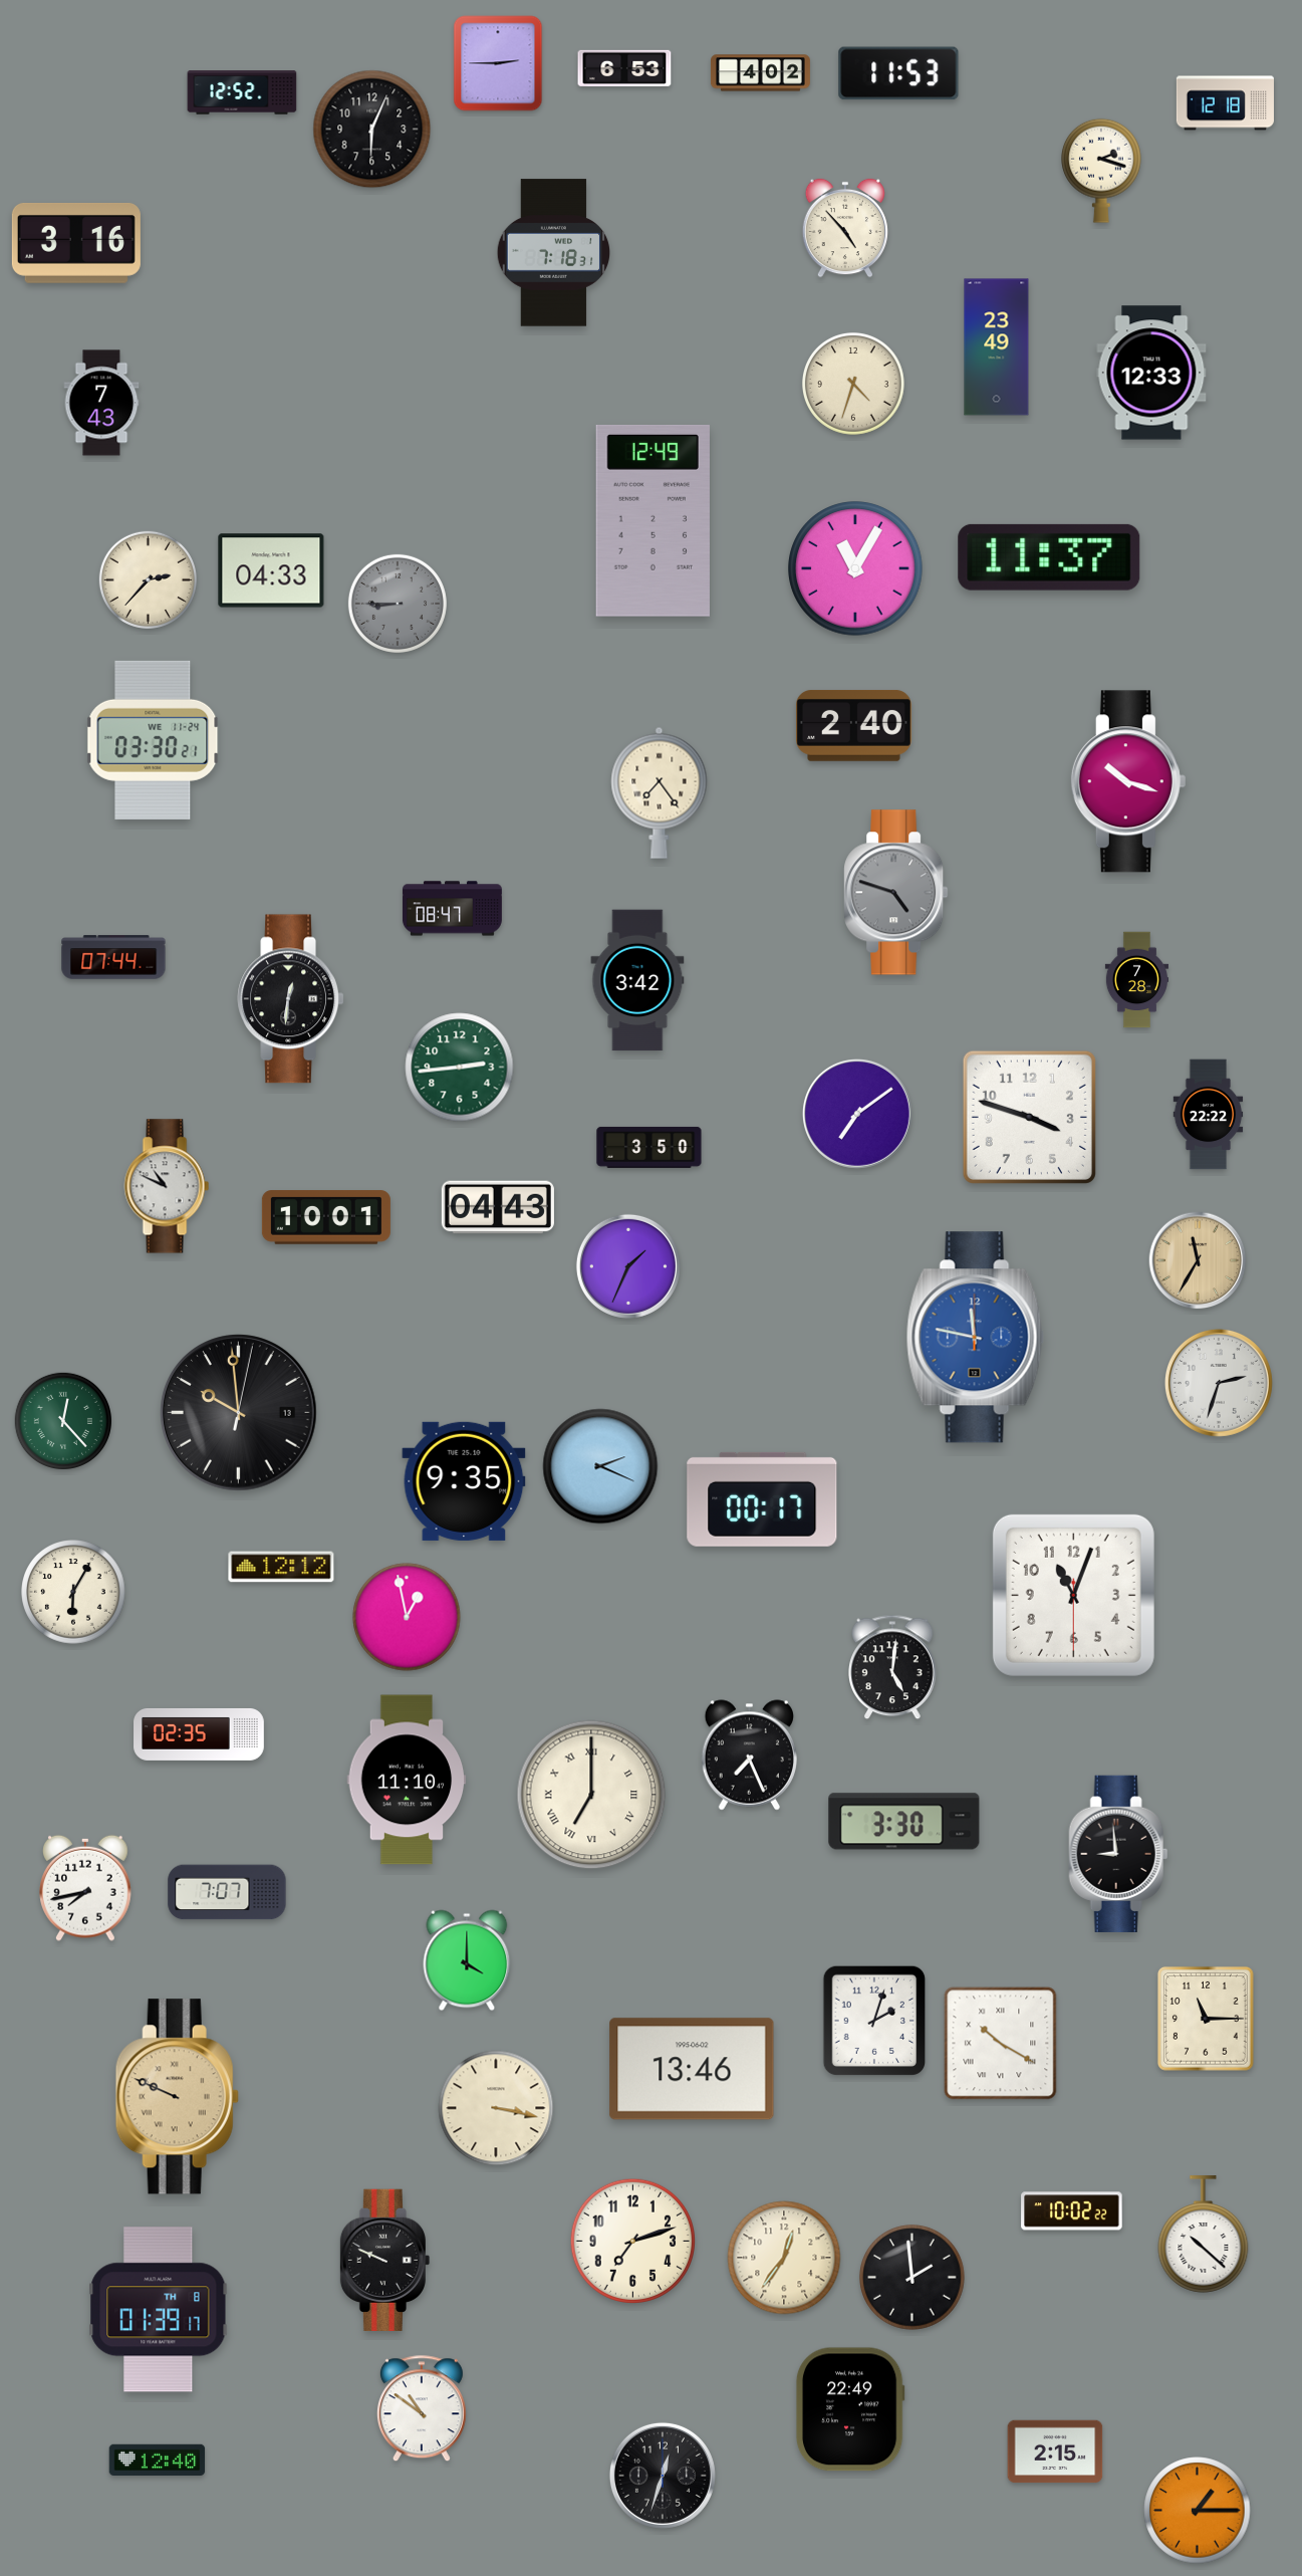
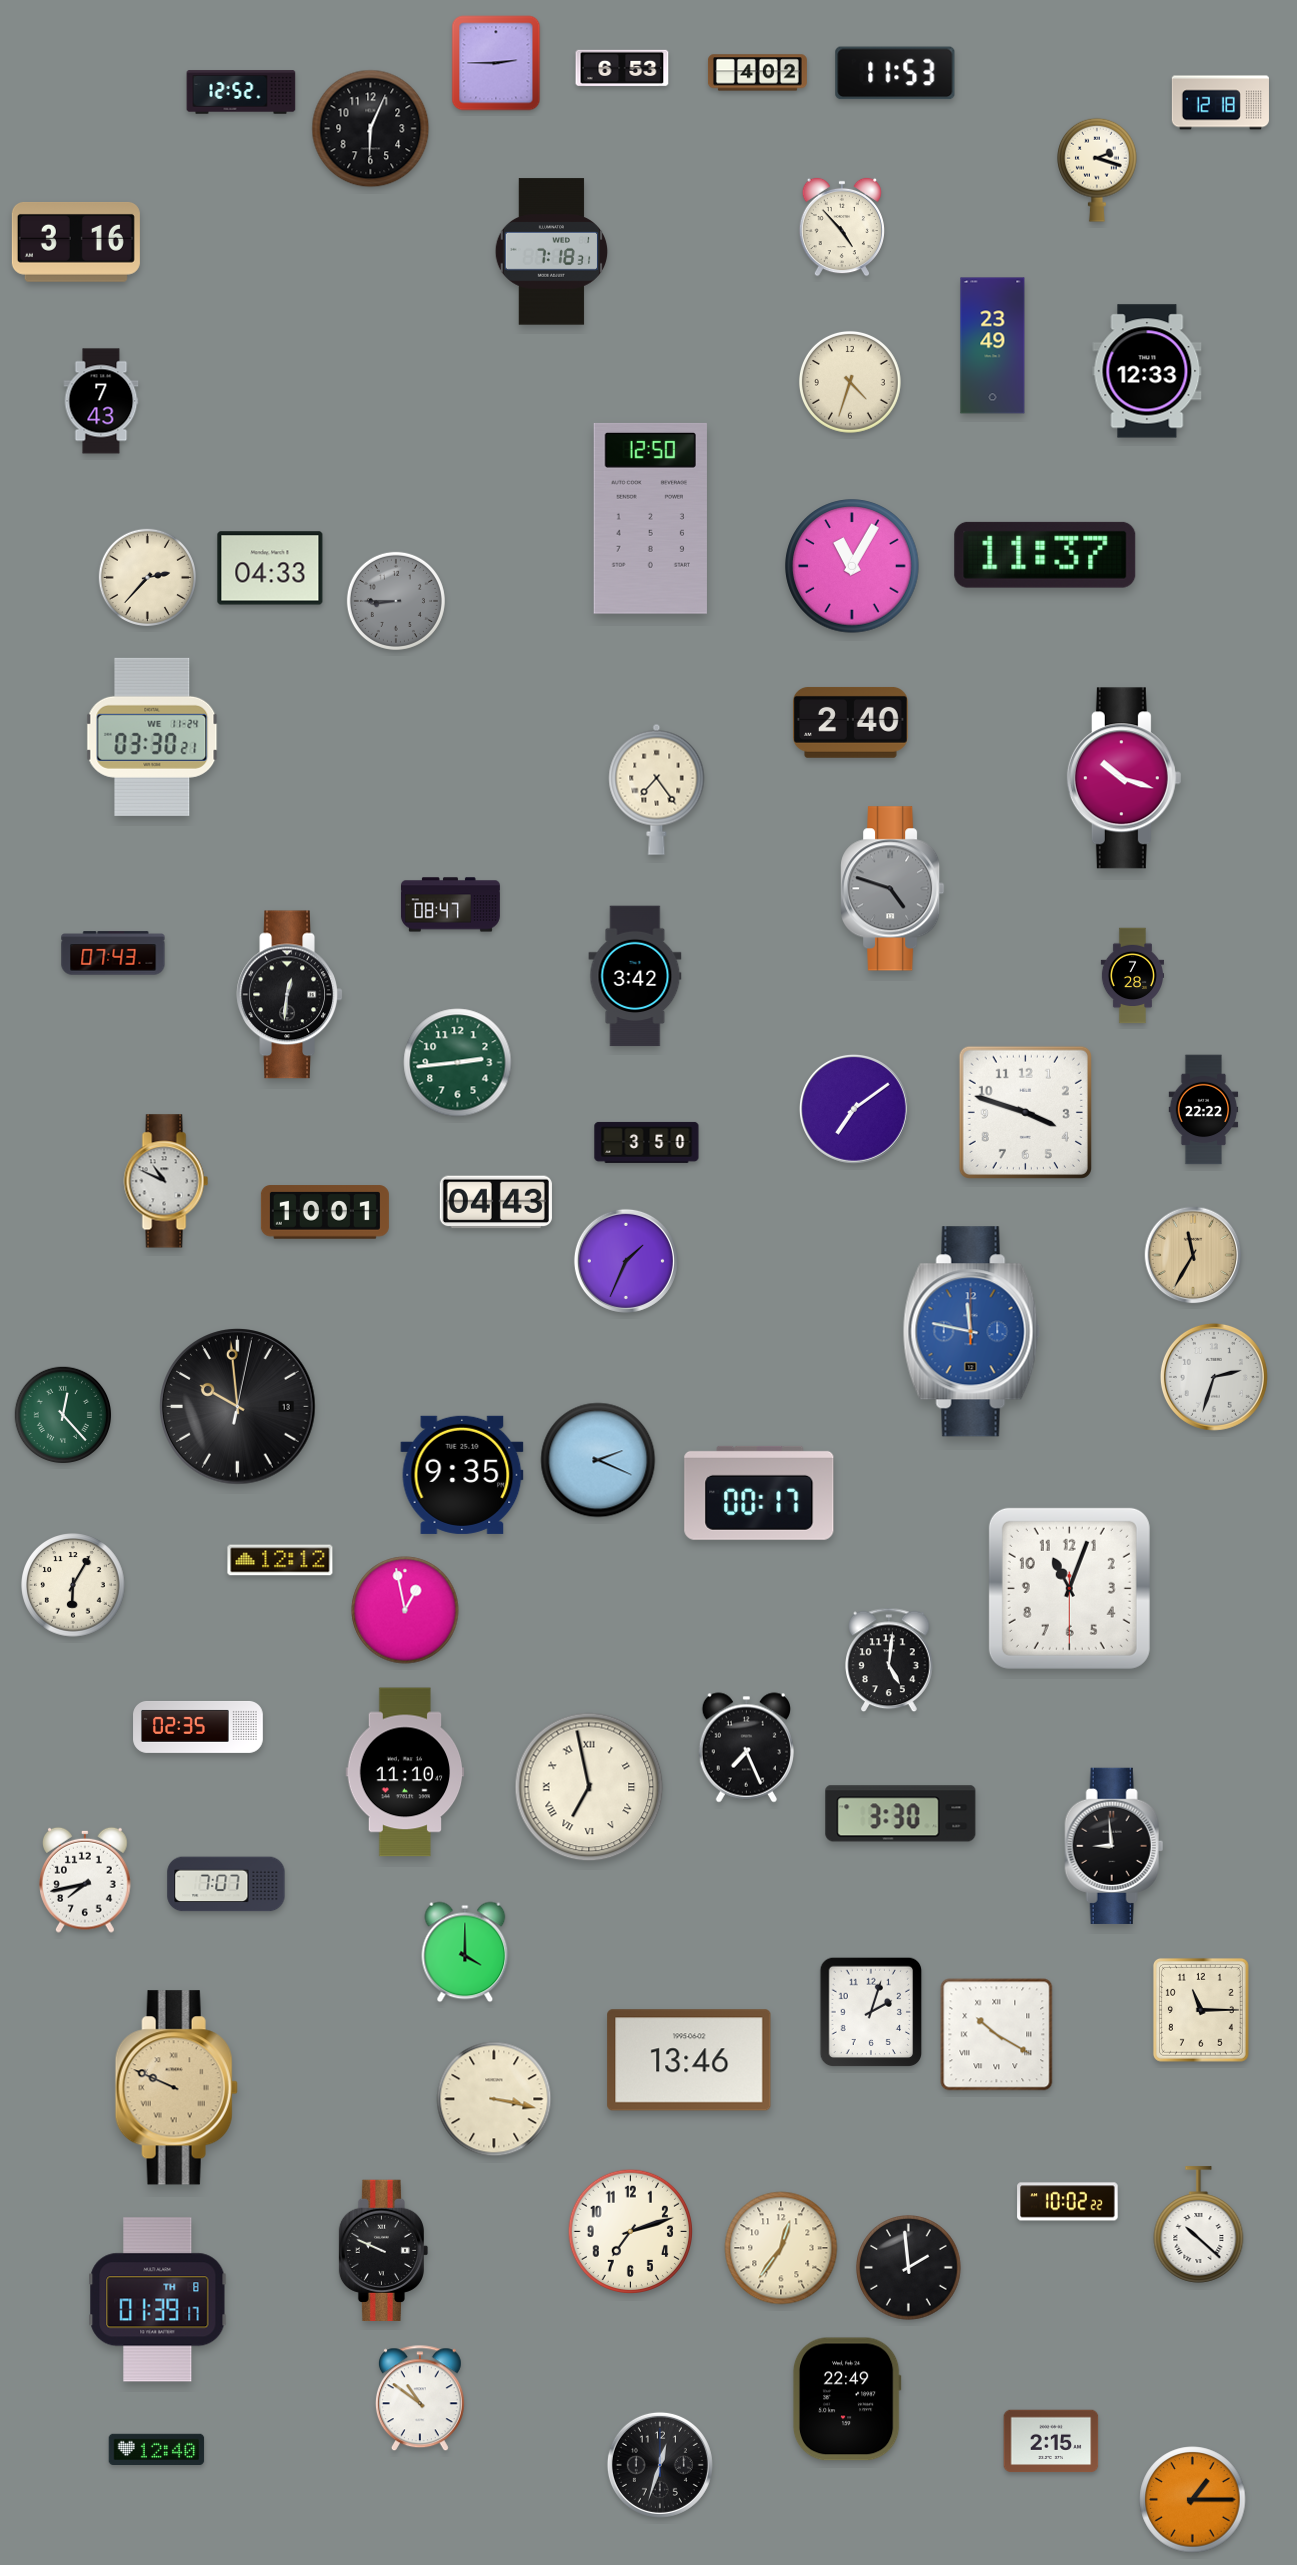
clock at (653, 520): 12:49 -> 12:50
clock at (113, 957): 07:44 -> 07:43
clock at (591, 1795): 7:00 -> 6:58
